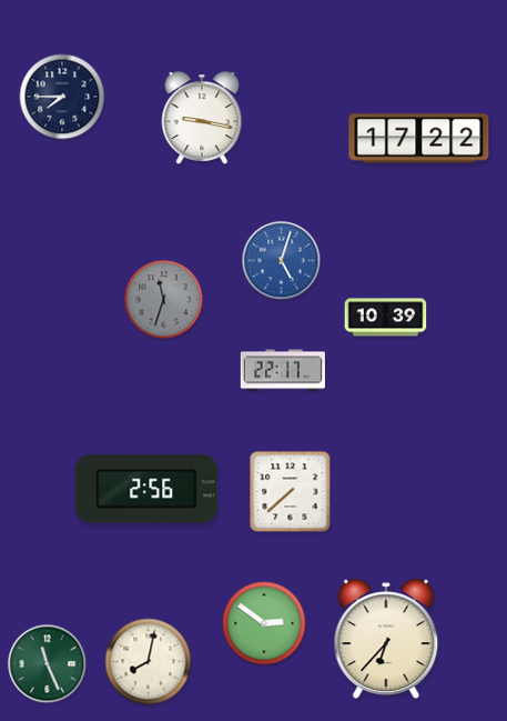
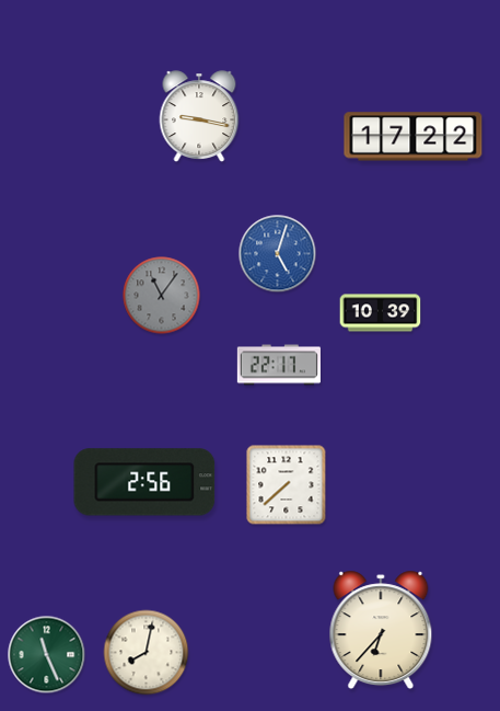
clock at (62, 97): 7:45 -> none
clock at (282, 261) position: (282, 261) -> (278, 254)
clock at (164, 300): 11:33 -> 11:06
clock at (264, 623): 2:51 -> none
